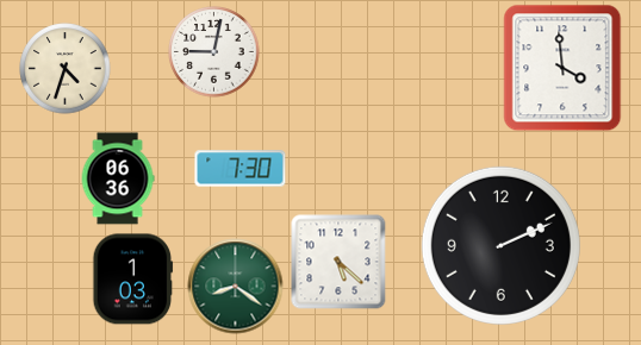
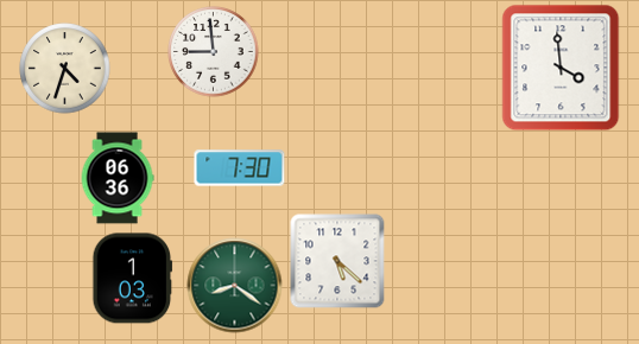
clock at (214, 52): 9:02 -> 8:59
clock at (500, 245): 2:11 -> none
